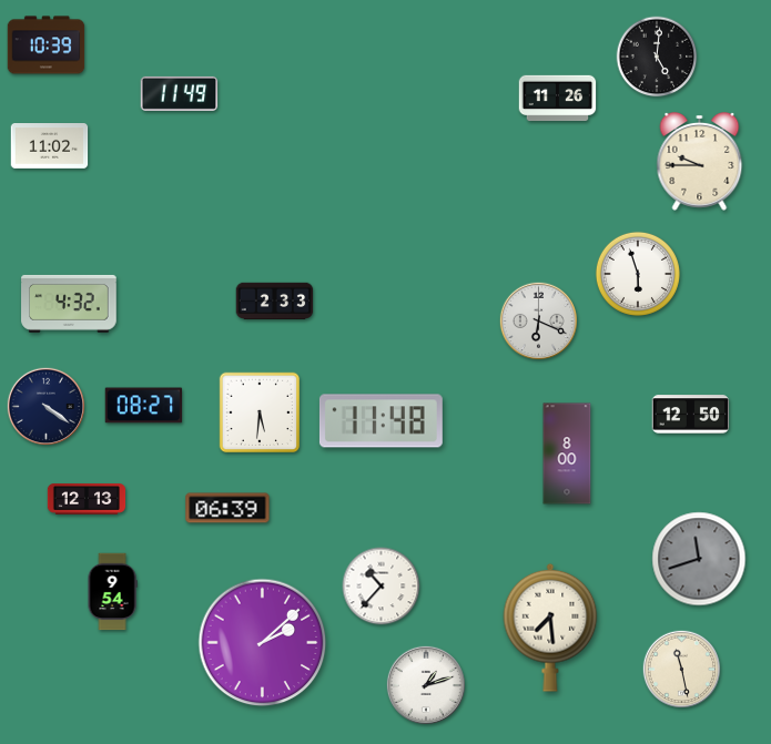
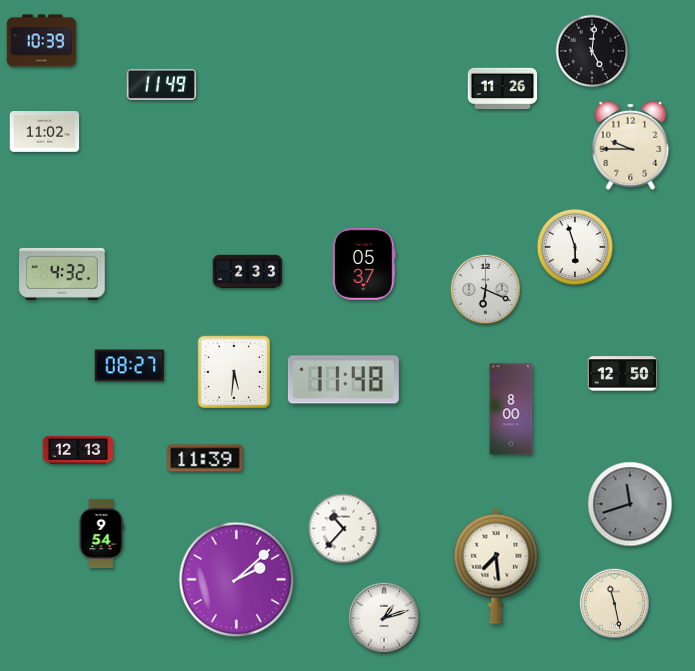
clock at (365, 264): none -> 05:37
clock at (45, 406): 4:21 -> none
clock at (227, 508): 06:39 -> 11:39
